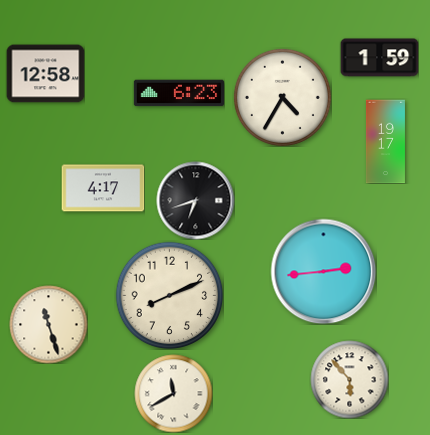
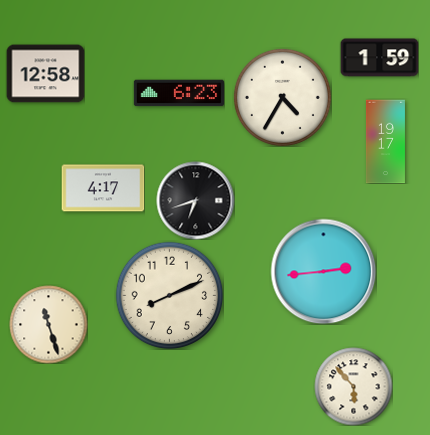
clock at (349, 379) position: (349, 379) -> (353, 386)
clock at (173, 393): 11:40 -> none
